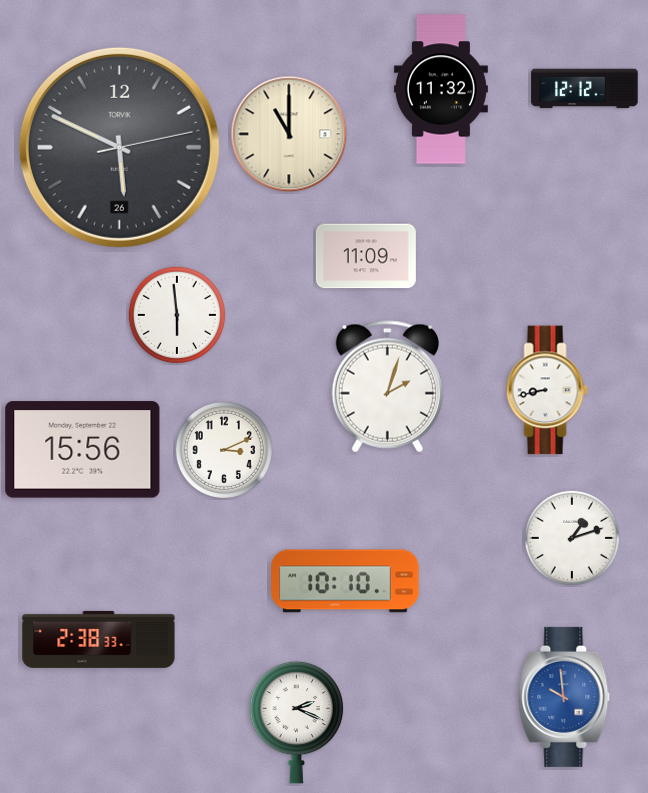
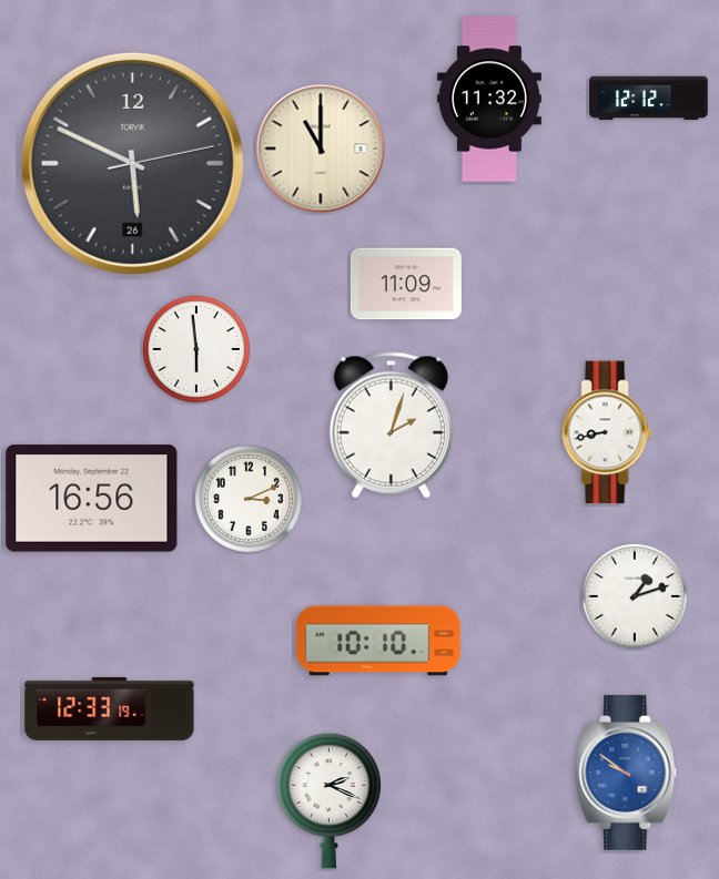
clock at (387, 387) position: (387, 387) -> (391, 426)
clock at (83, 450): 15:56 -> 16:56
clock at (345, 581) position: (345, 581) -> (378, 641)
clock at (99, 639): 2:38 -> 12:33
clock at (564, 697): 9:59 -> 9:51
